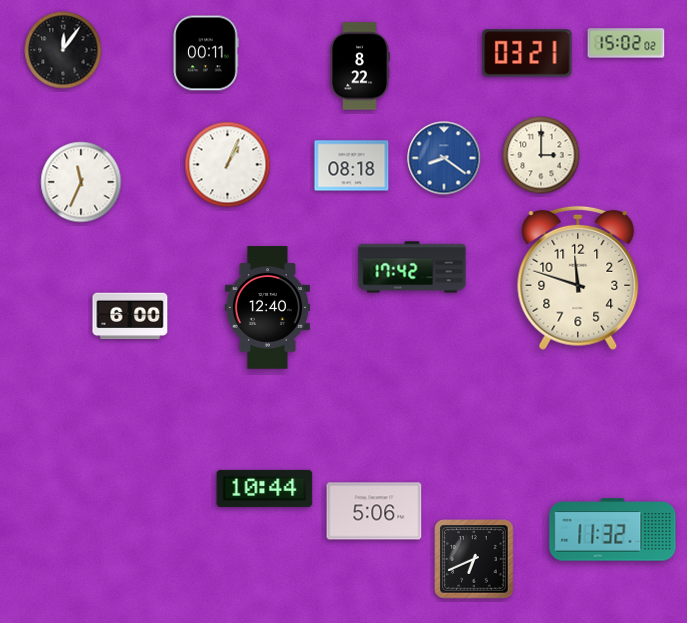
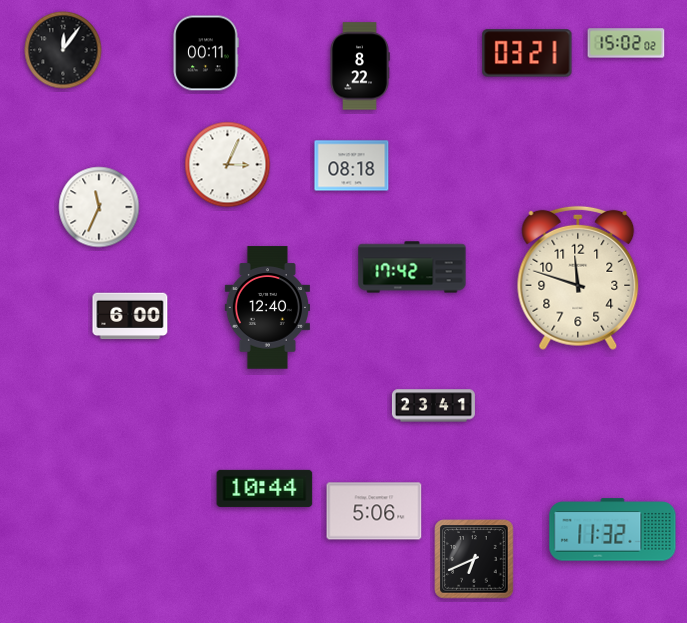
clock at (541, 155): 3:00 -> none
clock at (444, 158): 8:21 -> none
clock at (228, 165): 1:04 -> 3:04
clock at (81, 182) position: (81, 182) -> (99, 207)
clock at (433, 406): none -> 23:41
